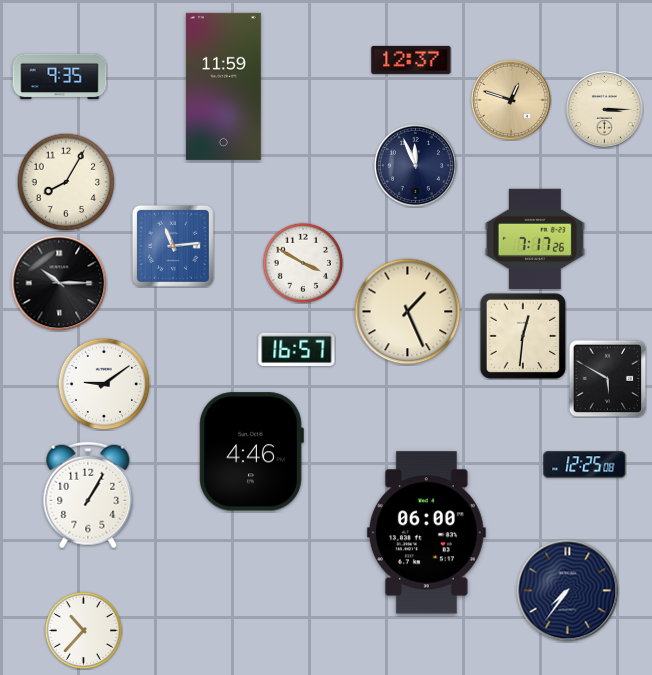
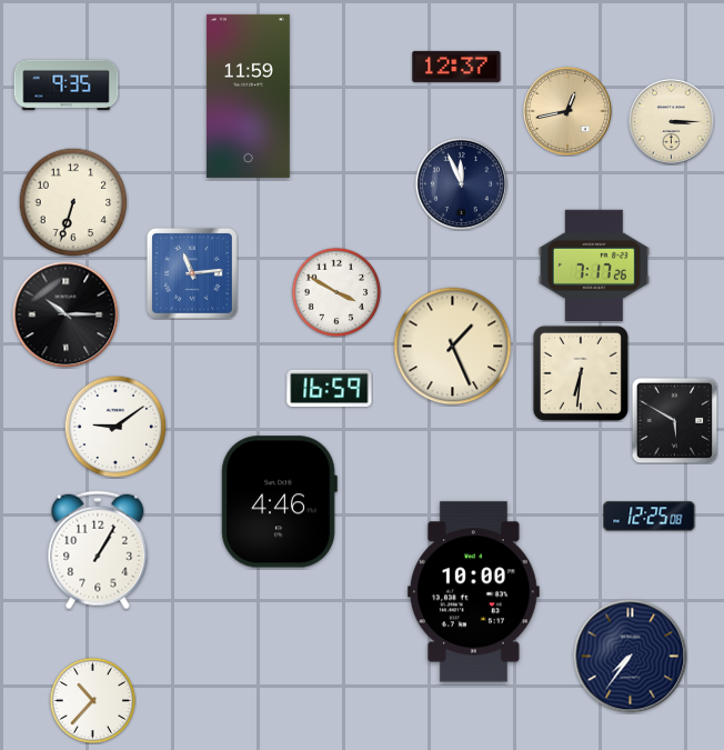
clock at (511, 100): 12:48 -> 12:43
clock at (66, 182): 8:05 -> 6:33
clock at (523, 336): 12:31 -> 6:31
clock at (297, 350): 16:57 -> 16:59
clock at (426, 533): 06:00 -> 10:00
